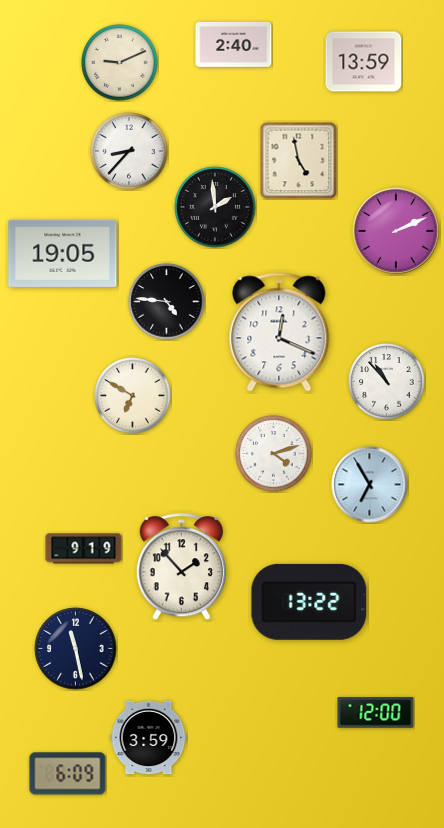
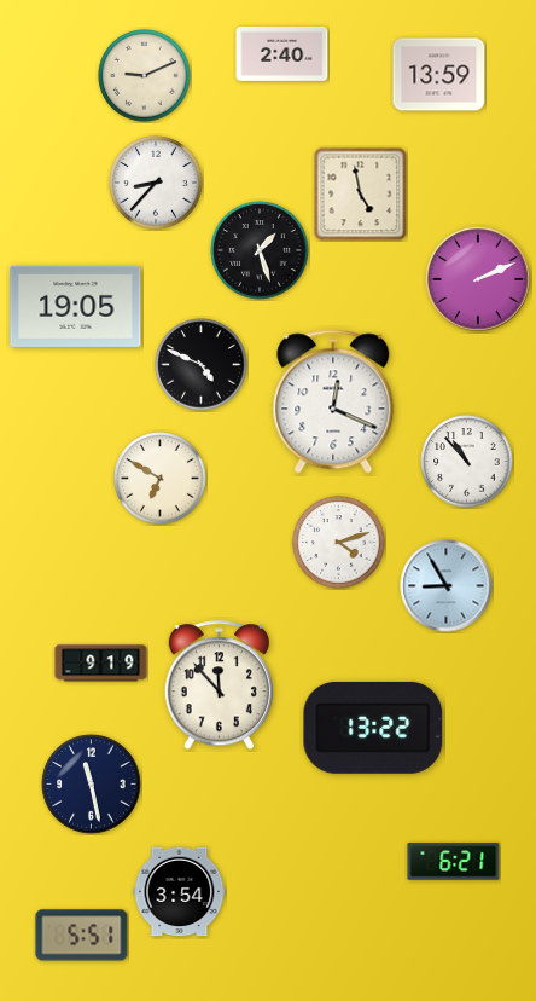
clock at (215, 207): 1:59 -> 1:27
clock at (167, 302): 4:46 -> 4:49
clock at (279, 332) position: (279, 332) -> (333, 401)
clock at (274, 454) position: (274, 454) -> (339, 543)
clock at (370, 485): 6:55 -> 8:55
clock at (181, 567): 1:53 -> 11:53
clock at (376, 713): 12:00 -> 6:21
clock at (149, 738): 3:59 -> 3:54
clock at (68, 774): 6:09 -> 5:51
